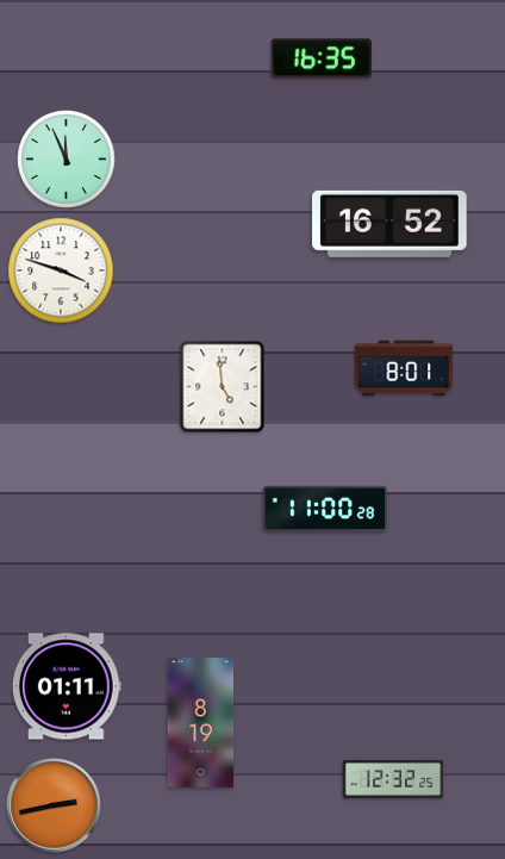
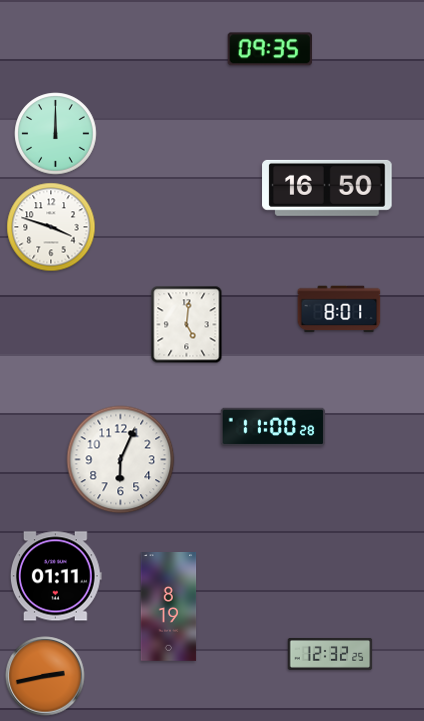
clock at (322, 58): 16:35 -> 09:35
clock at (67, 160): 11:56 -> 12:00
clock at (389, 224): 16:52 -> 16:50
clock at (223, 387): 4:59 -> 5:01
clock at (121, 460): none -> 6:04
